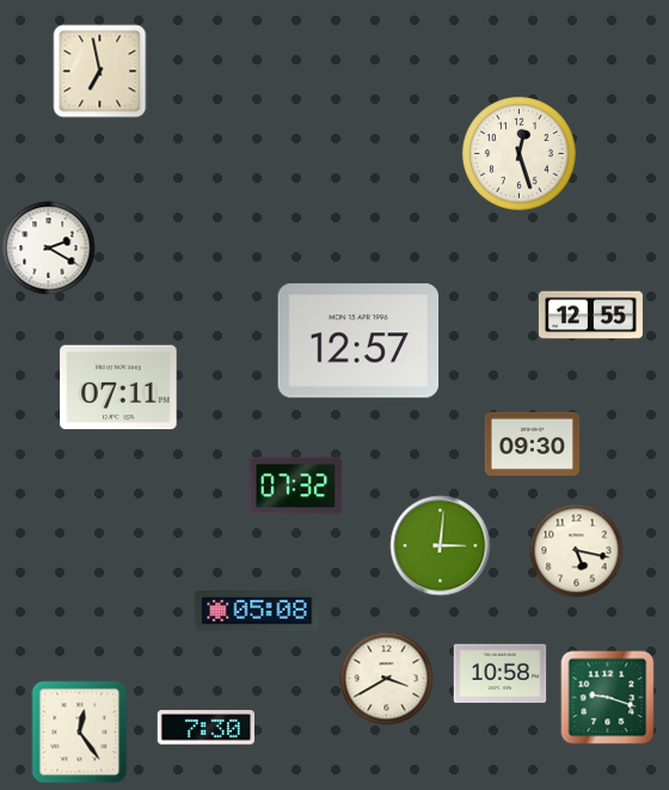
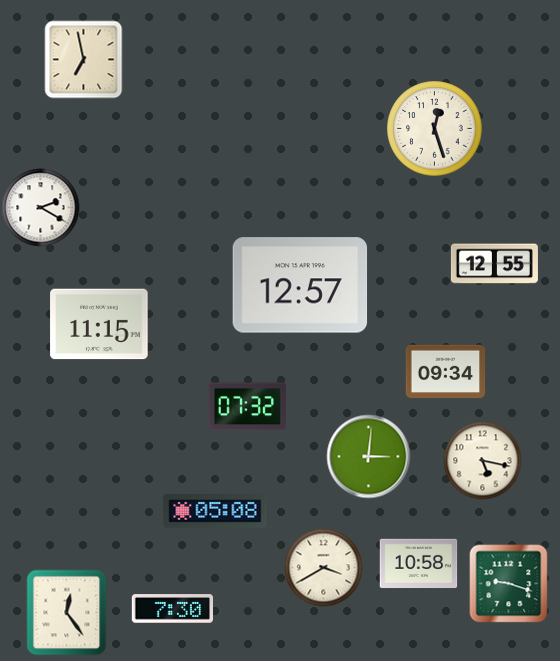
clock at (118, 387): 07:11 -> 11:15
clock at (532, 445): 09:30 -> 09:34
